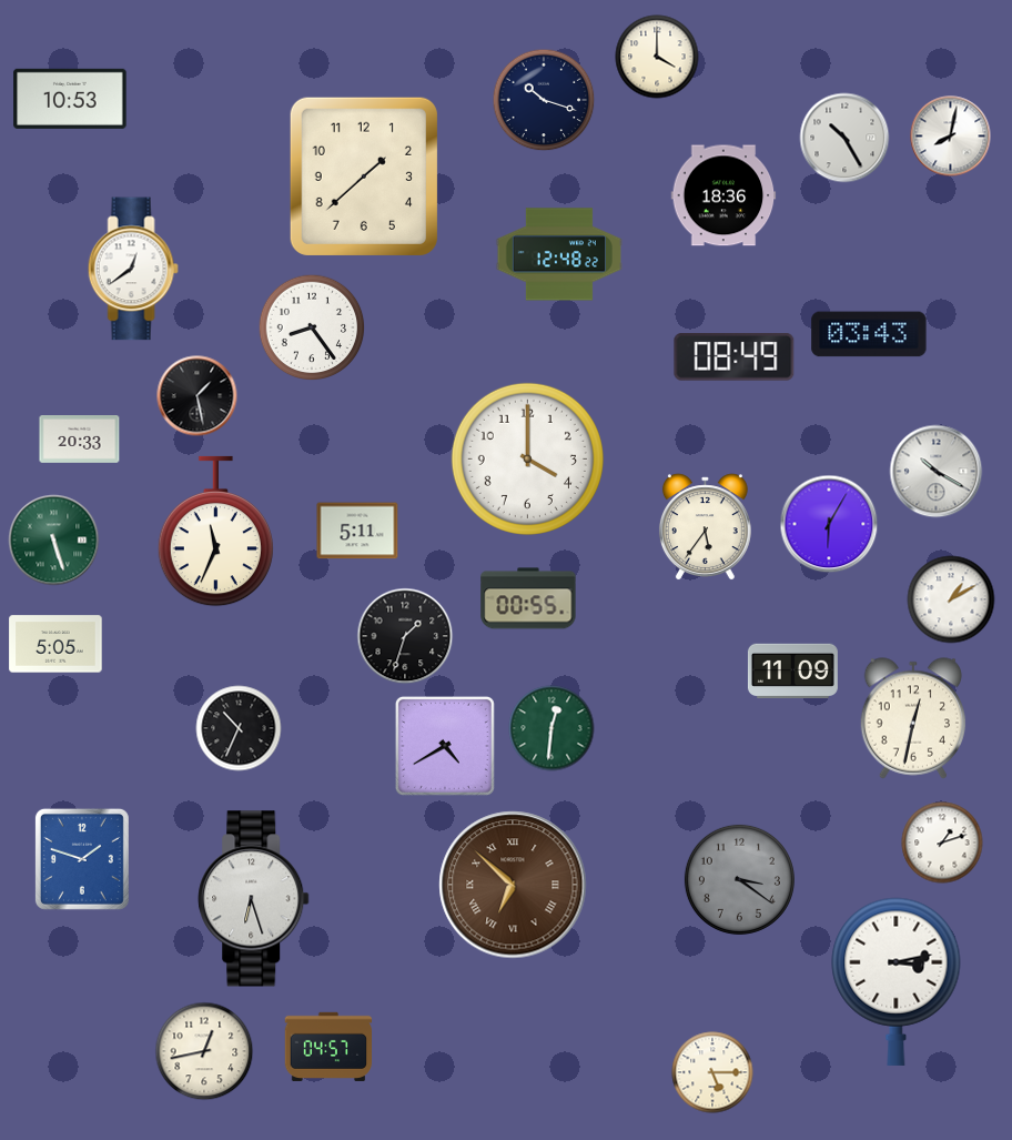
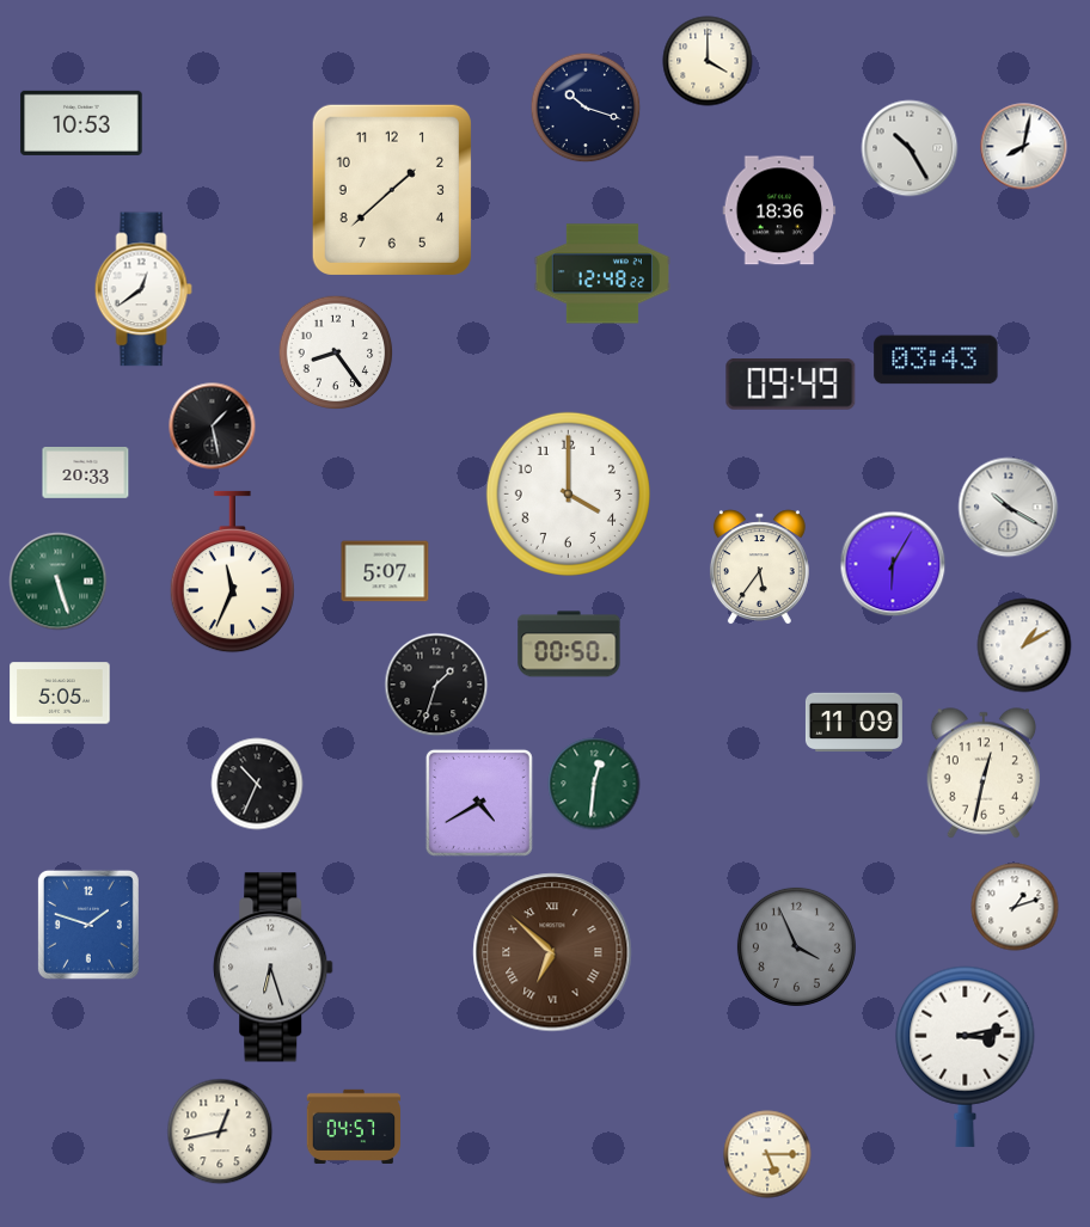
clock at (70, 99) position: (70, 99) -> (81, 123)
clock at (735, 357): 08:49 -> 09:49
clock at (357, 531): 5:11 -> 5:07
clock at (528, 598): 00:55 -> 00:50
clock at (739, 879): 3:21 -> 3:56
